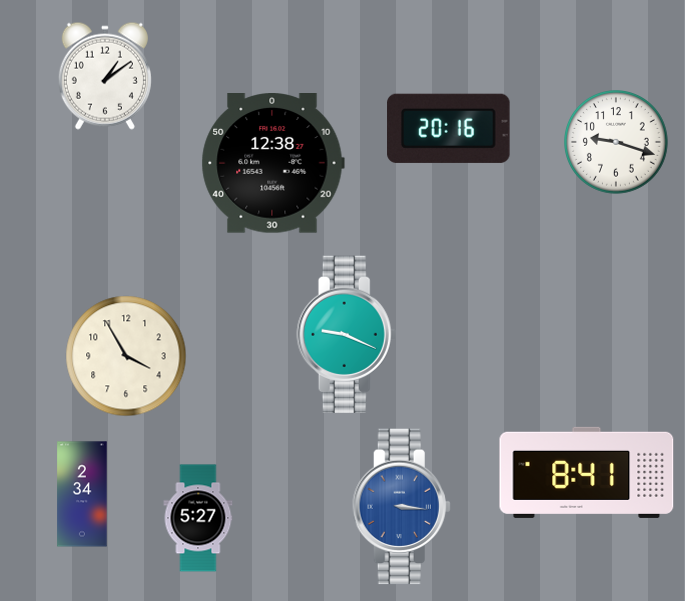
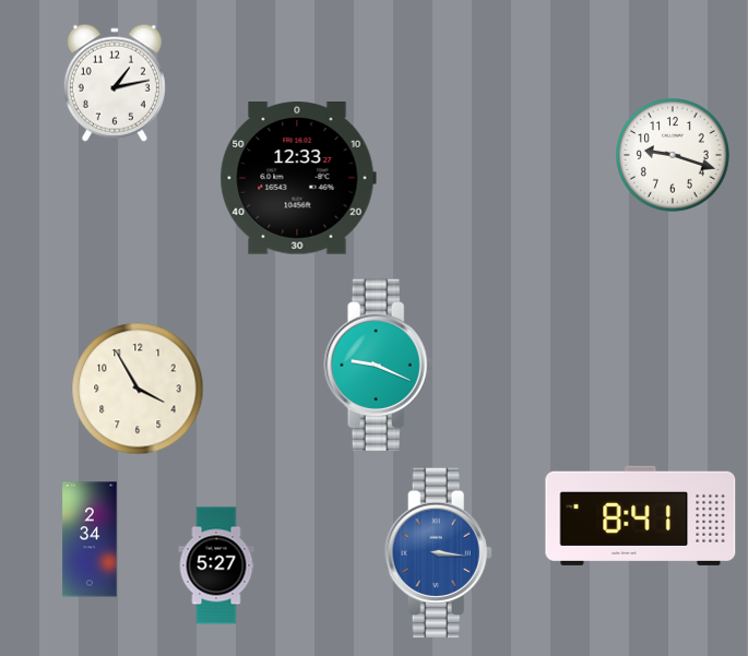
clock at (105, 76): 1:09 -> 1:13
clock at (449, 128): 20:16 -> none
clock at (273, 163): 12:38 -> 12:33
